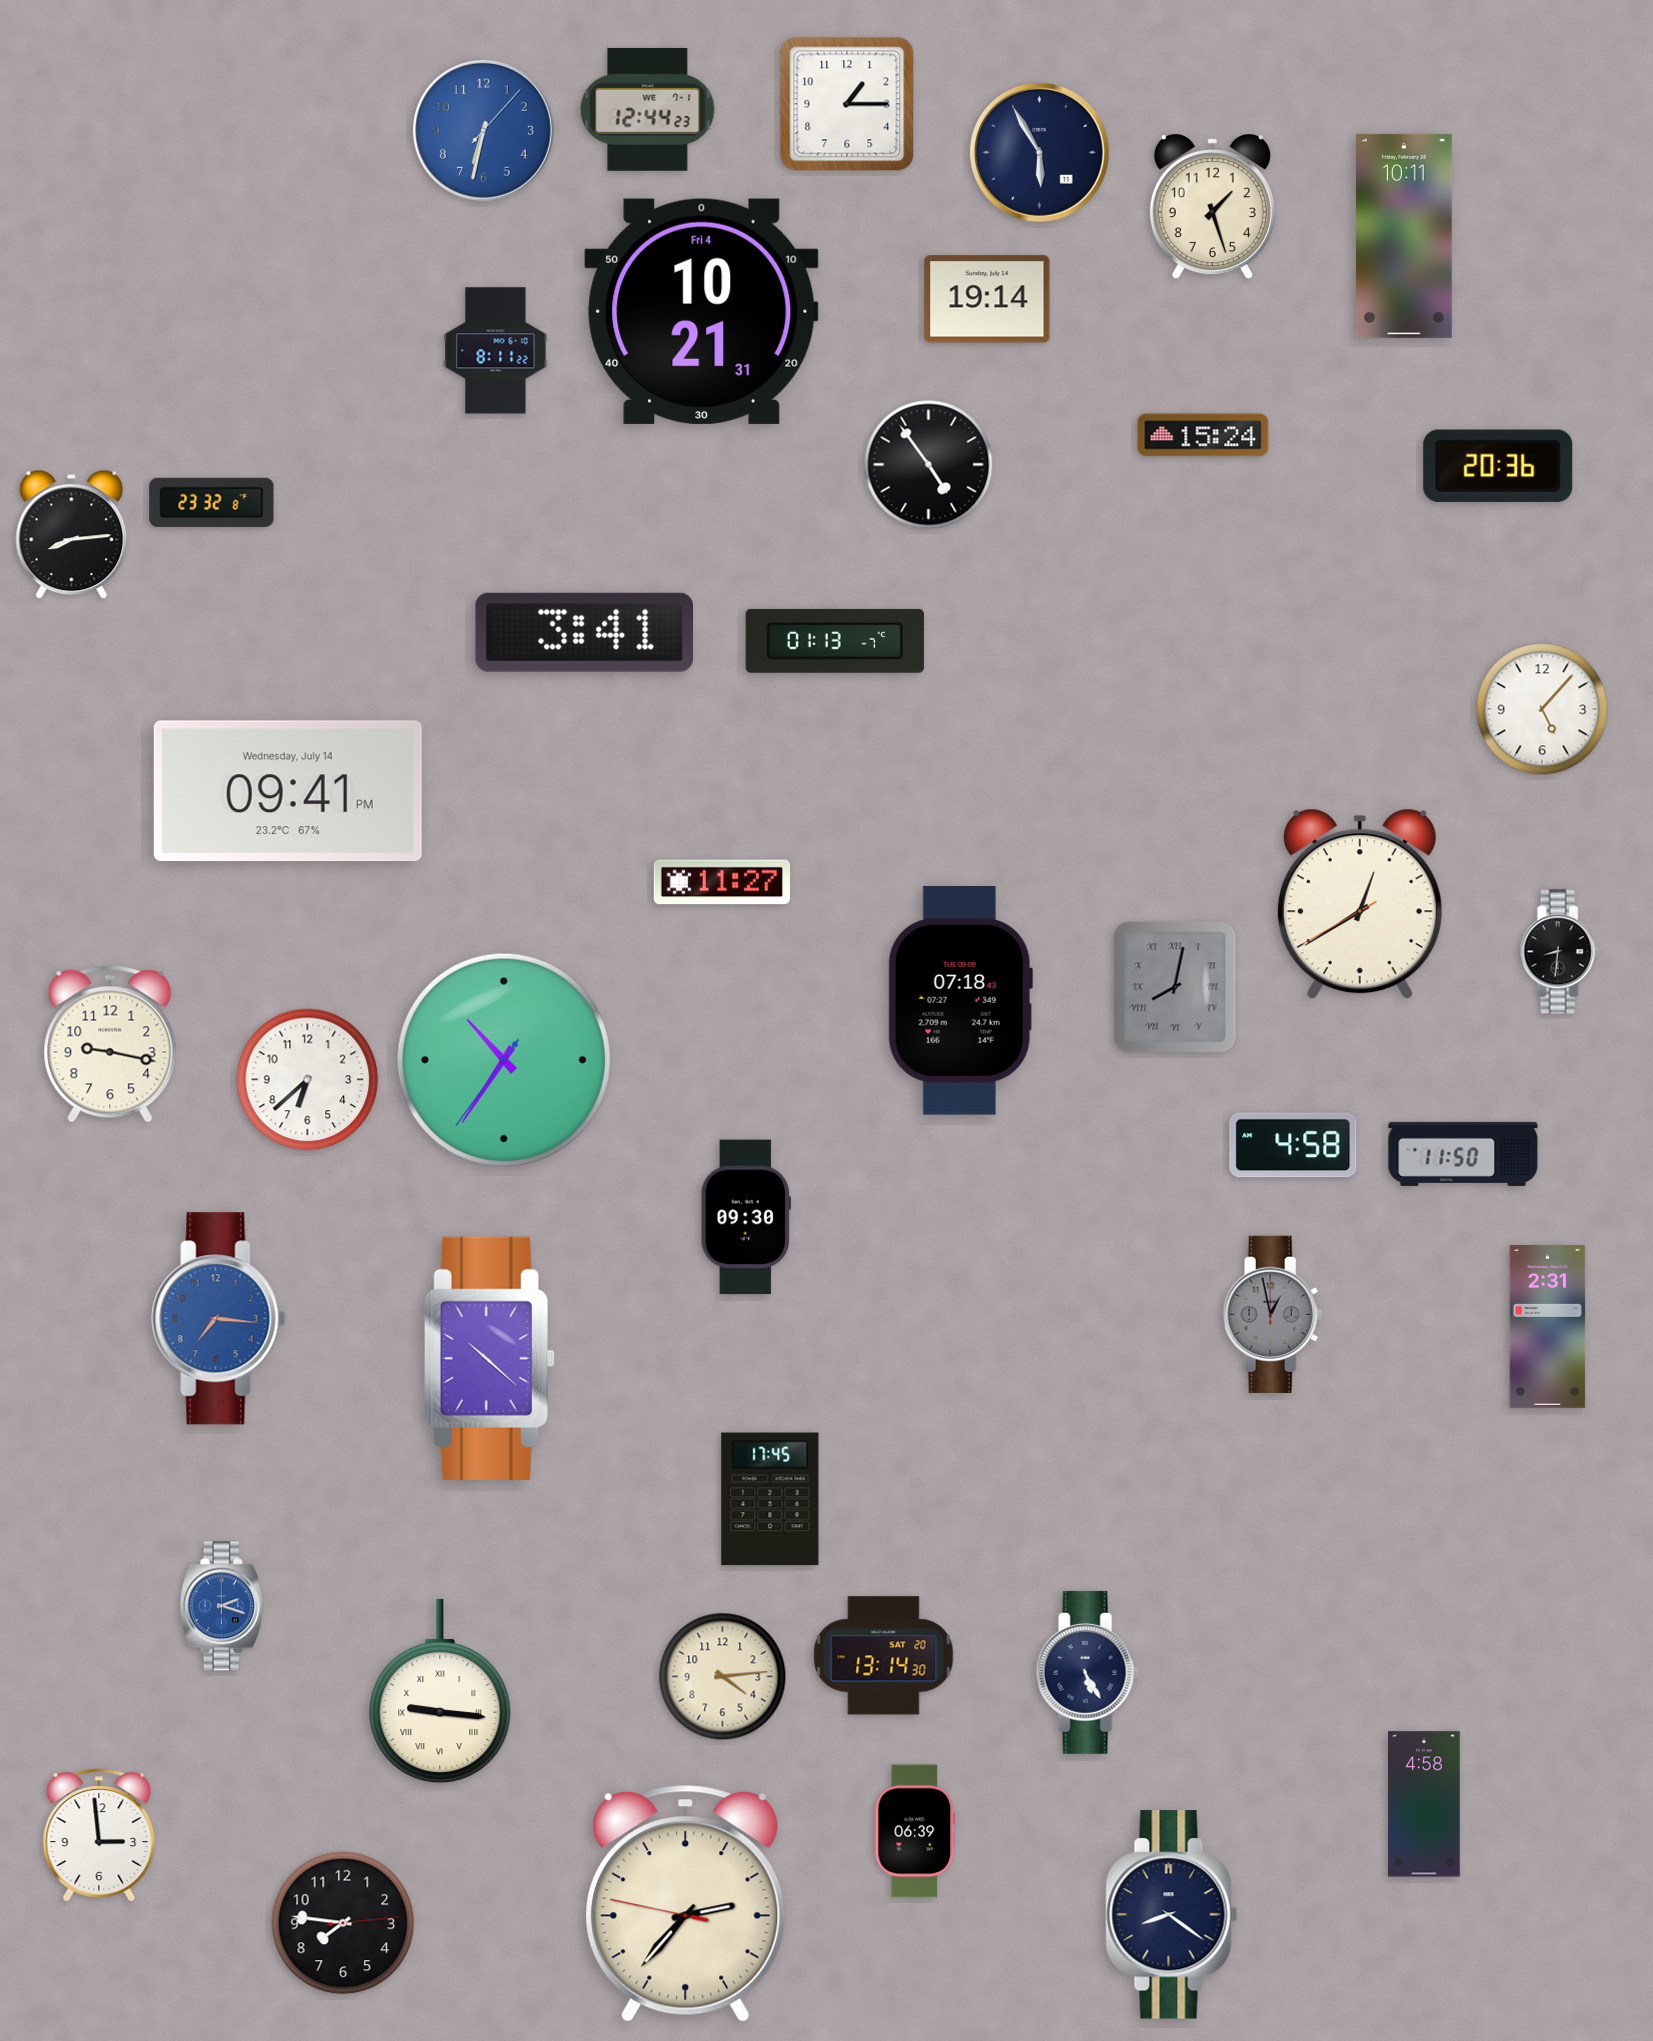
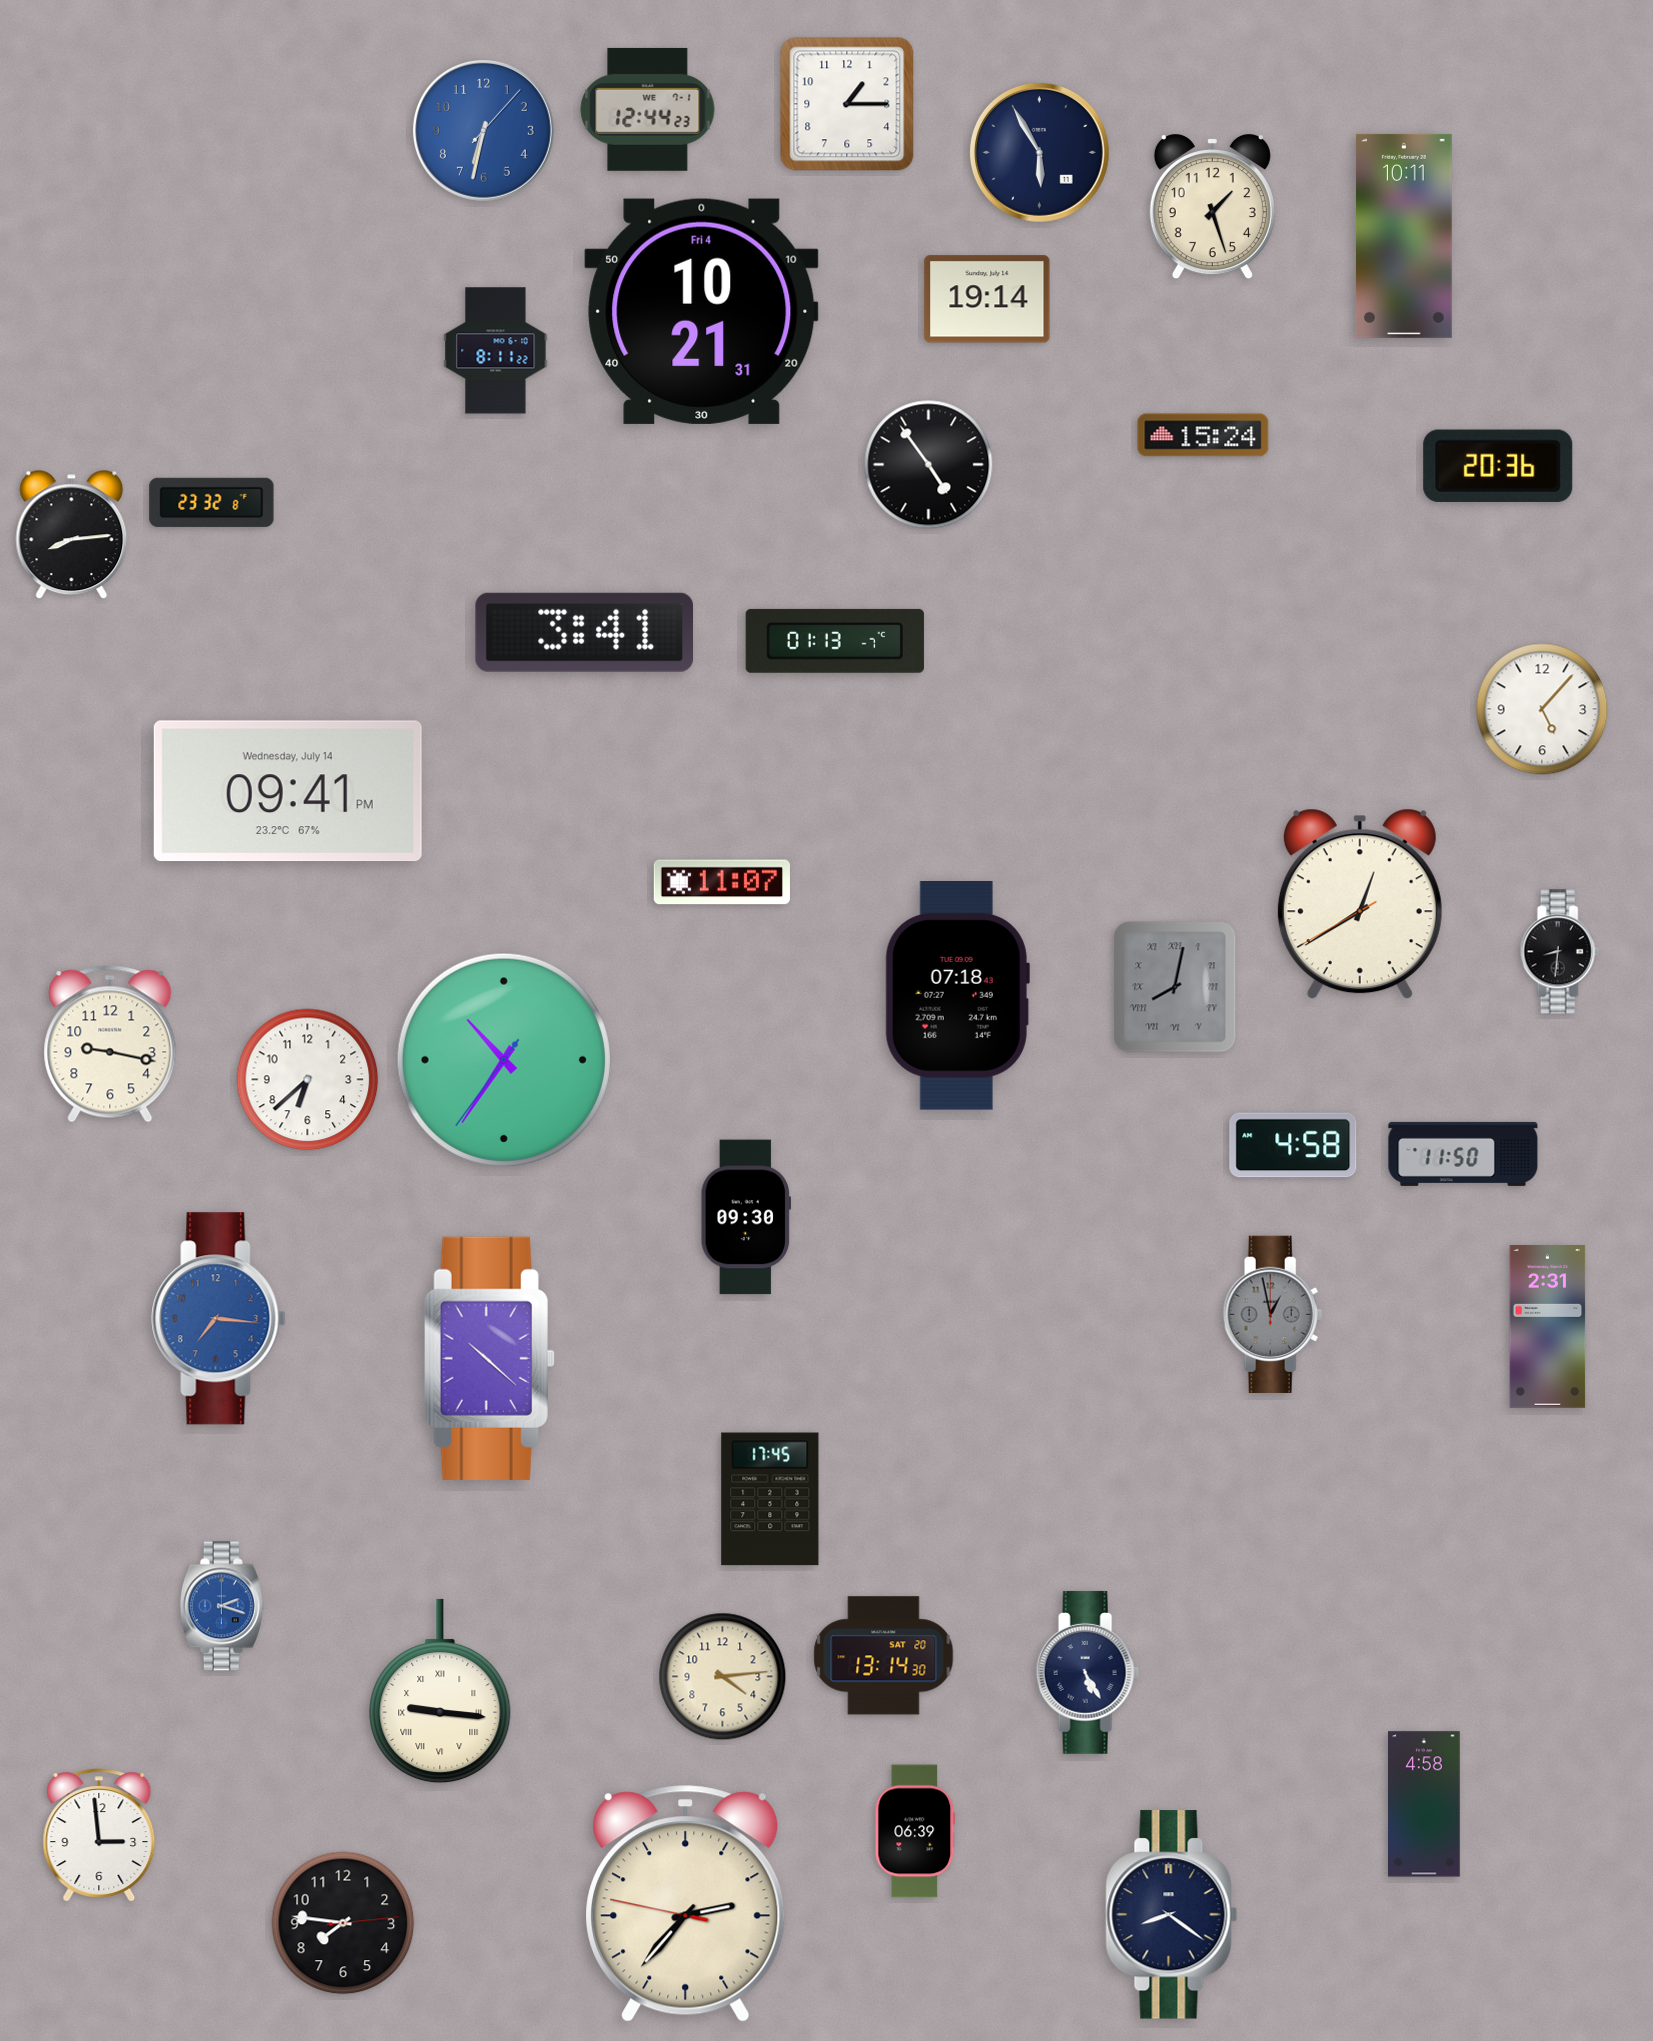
clock at (722, 882): 11:27 -> 11:07
clock at (960, 1001) position: (960, 1001) -> (957, 996)
